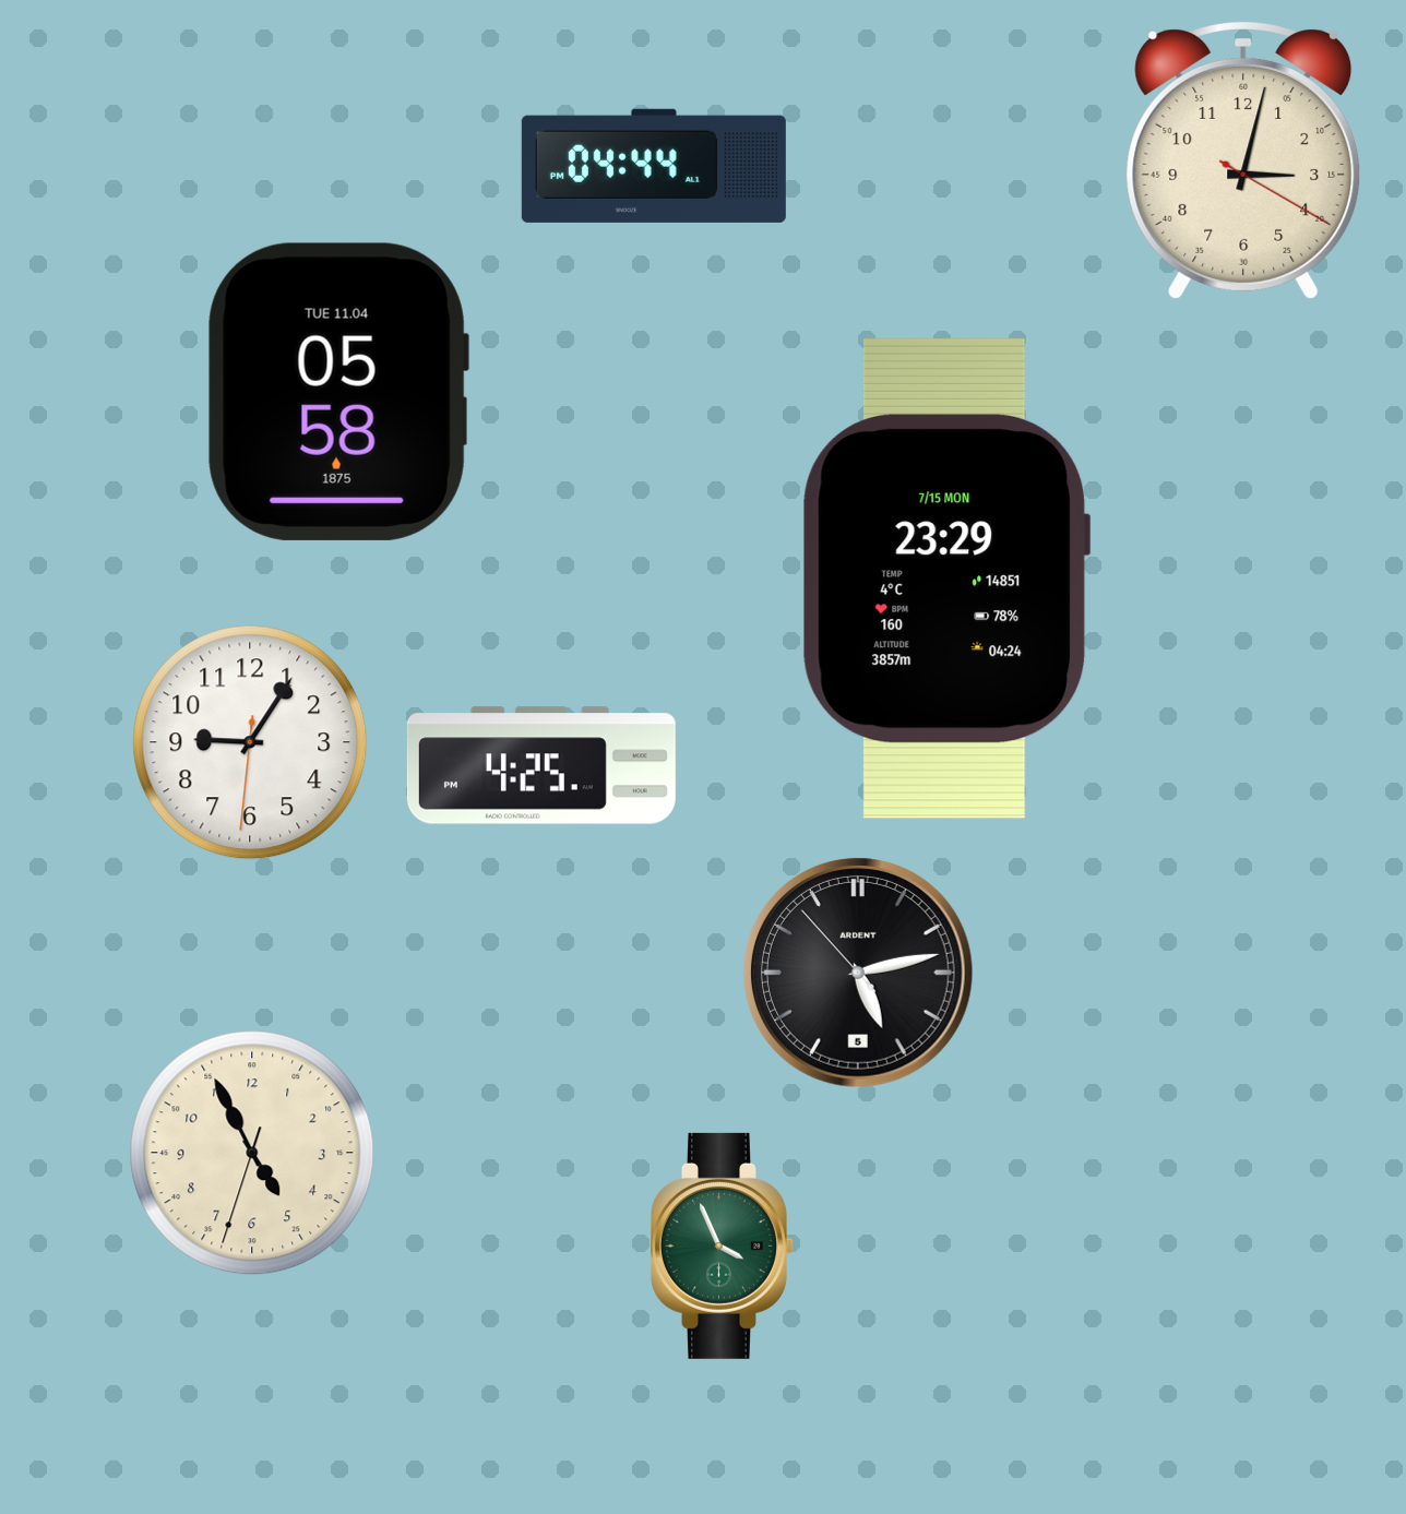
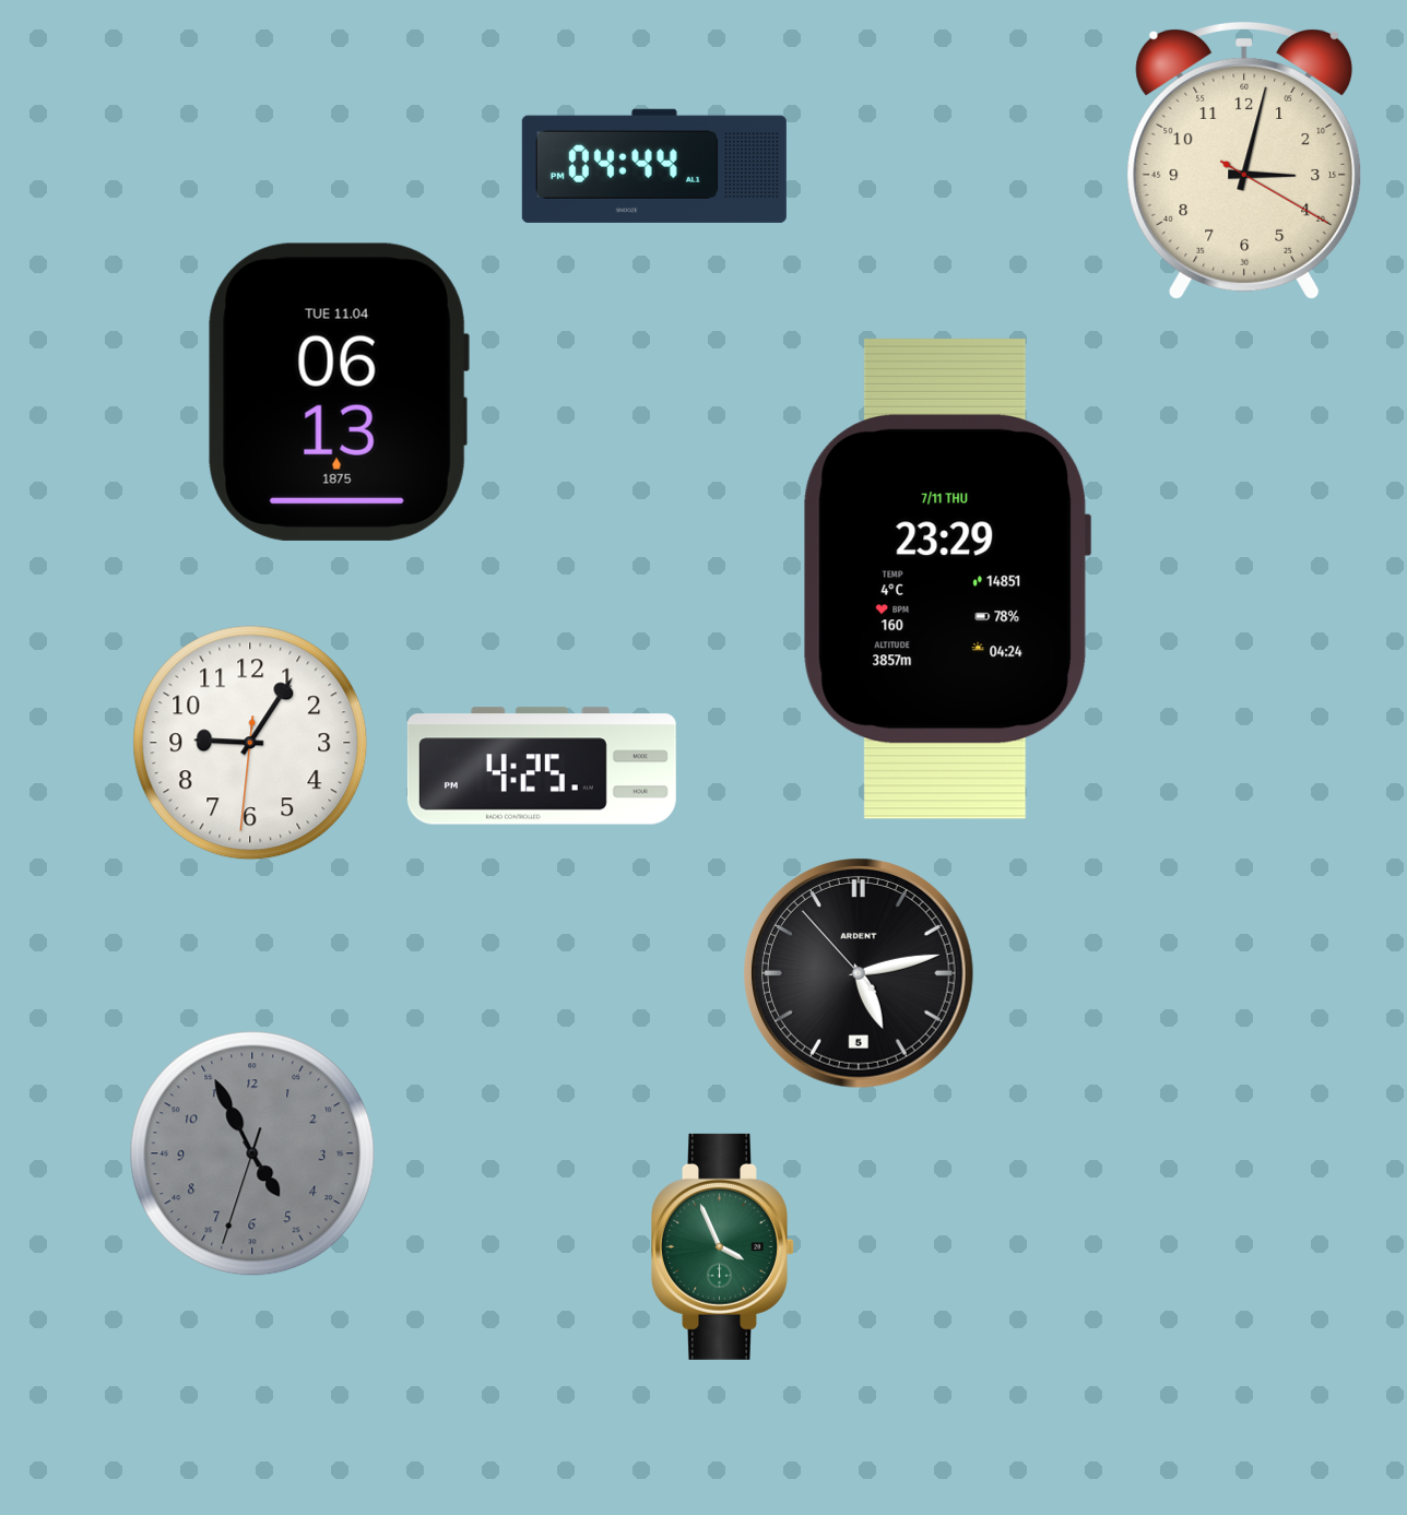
clock at (338, 392): 05:58 -> 06:13
clock at (946, 579) date: 7/15 MON -> 7/11 THU
clock at (252, 1153) dial: cream -> grey
